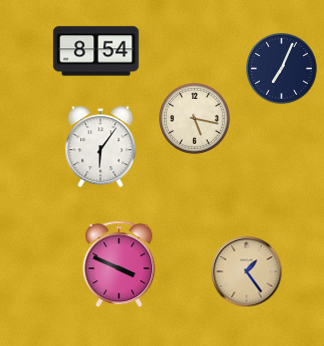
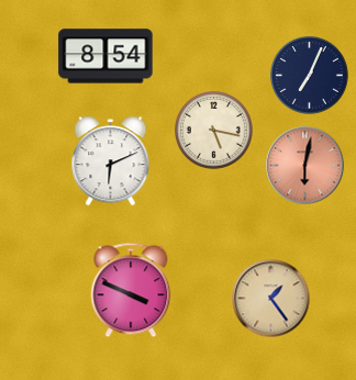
clock at (101, 147): 6:06 -> 6:11
clock at (305, 166): none -> 6:02
